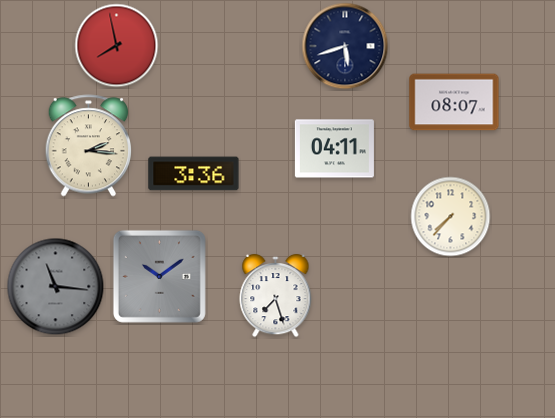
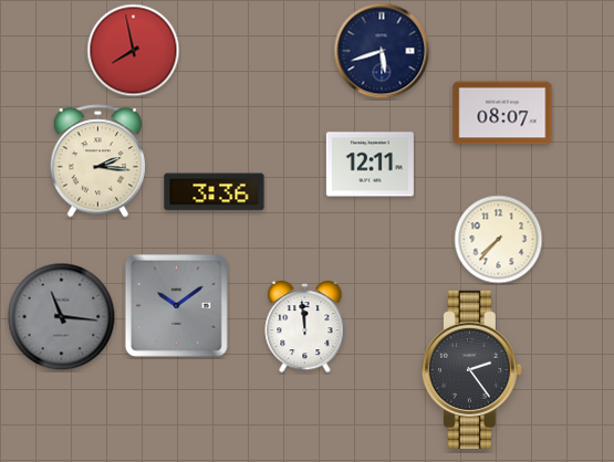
clock at (117, 46) position: (117, 46) -> (134, 51)
clock at (334, 149): 04:11 -> 12:11
clock at (276, 296): 7:27 -> 11:59
clock at (471, 369): none -> 2:24
